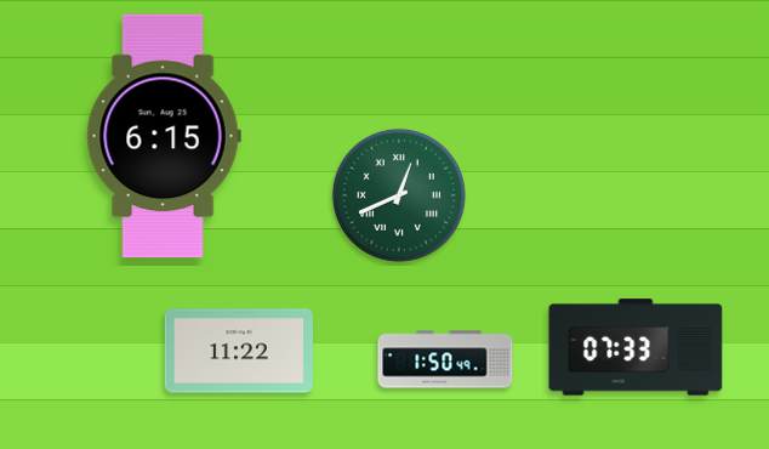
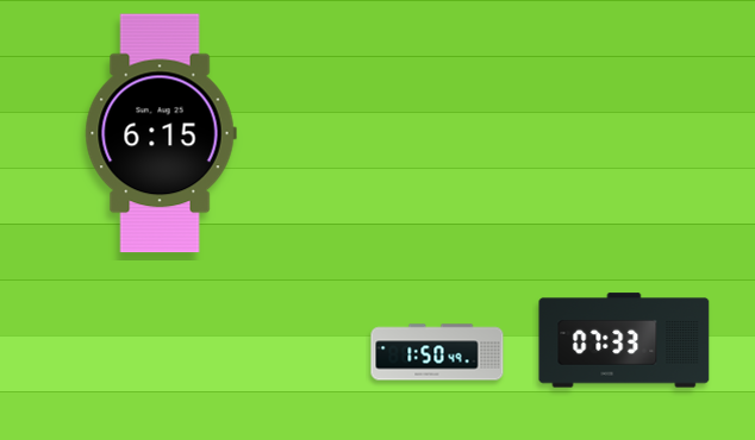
clock at (399, 195): 12:41 -> none
clock at (239, 351): 11:22 -> none
